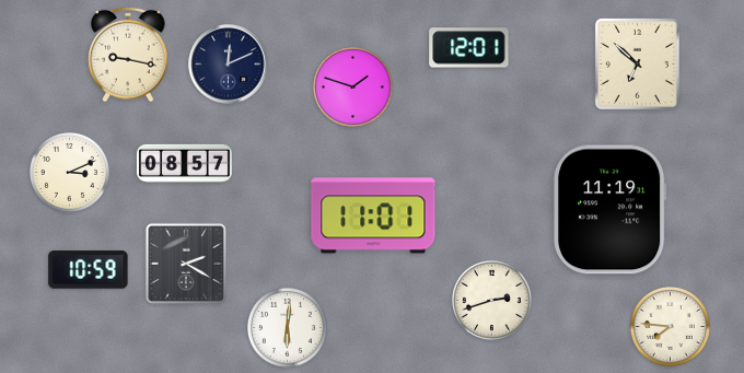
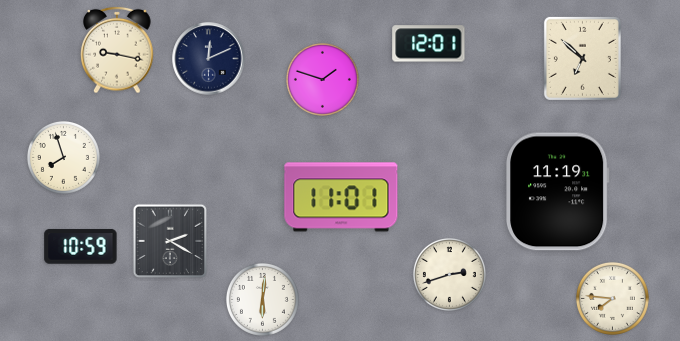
clock at (184, 163): 08:57 -> none
clock at (69, 172): 3:11 -> 7:57
